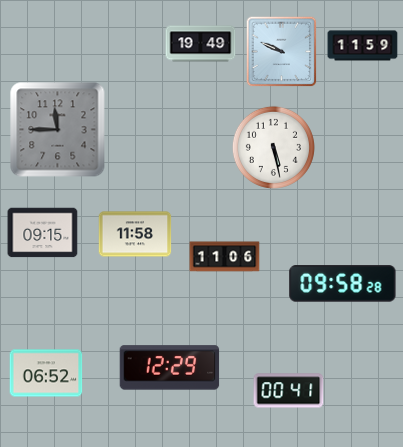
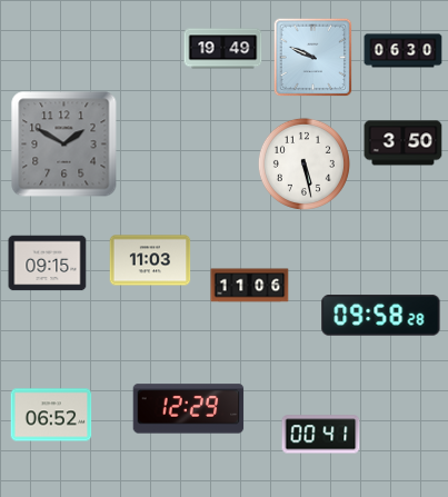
clock at (363, 46): 11:59 -> 06:30
clock at (404, 143): none -> 3:50
clock at (58, 130): 11:45 -> 1:50
clock at (43, 233) position: (43, 233) -> (48, 264)
clock at (135, 234): 11:58 -> 11:03
